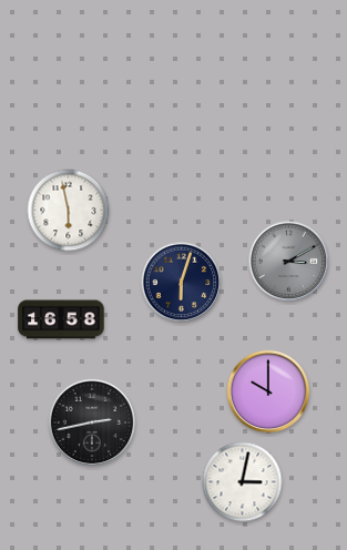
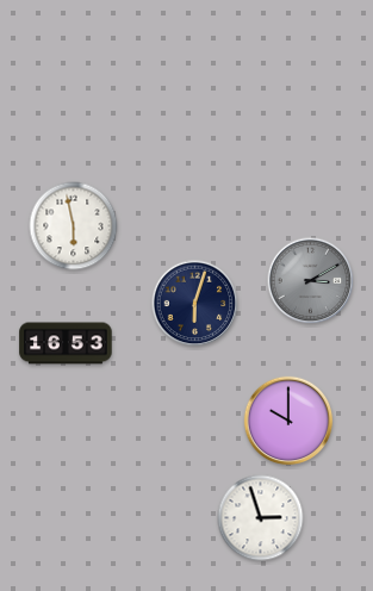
clock at (61, 319): 16:58 -> 16:53
clock at (91, 421): 2:43 -> none
clock at (243, 482): 3:02 -> 2:57
